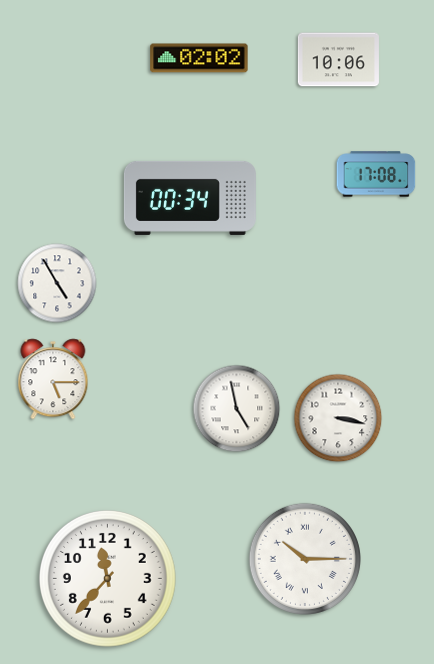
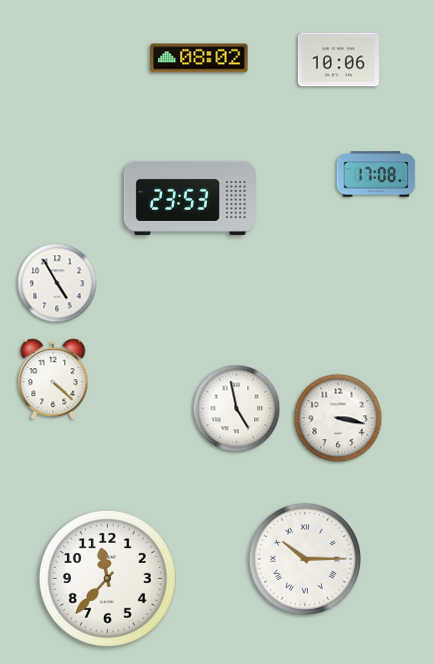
clock at (199, 58): 02:02 -> 08:02
clock at (190, 198): 00:34 -> 23:53
clock at (53, 379): 5:15 -> 4:22
